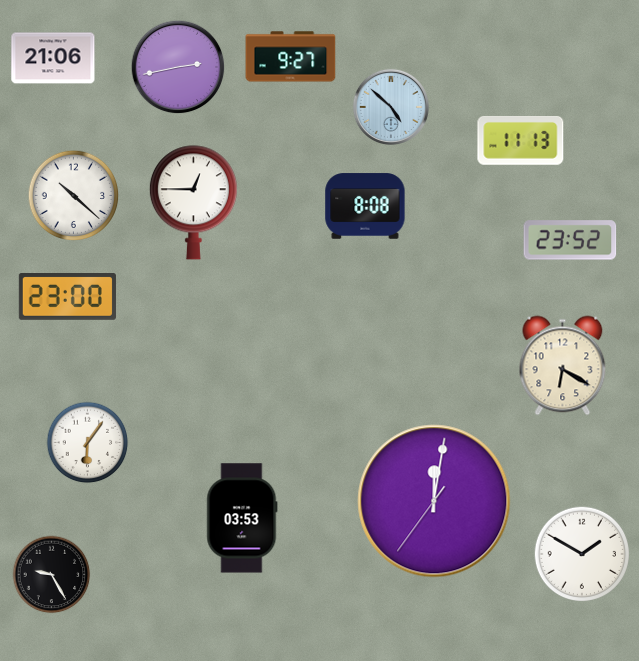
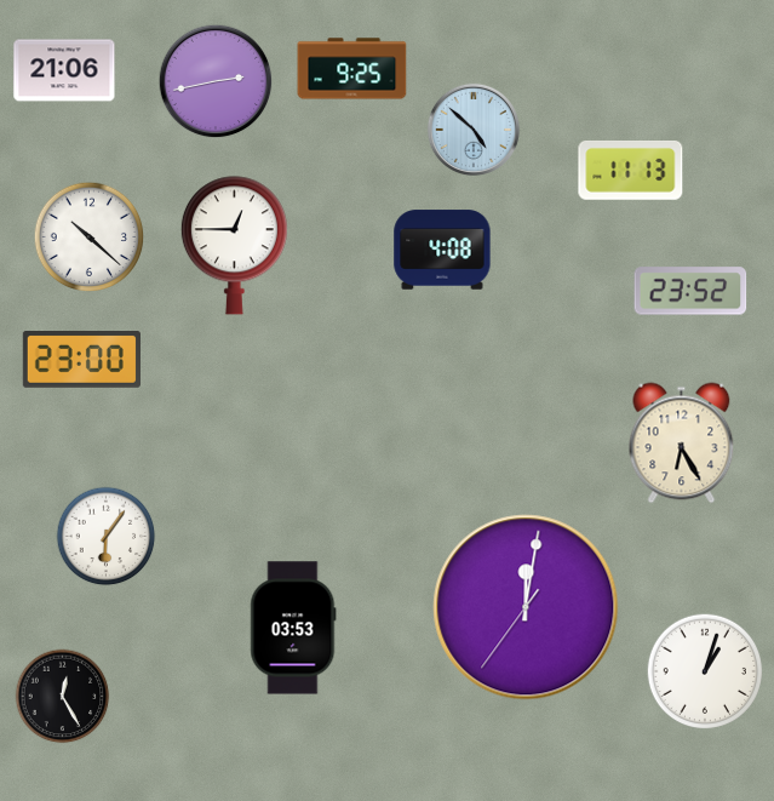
clock at (291, 57): 9:27 -> 9:25
clock at (365, 206): 8:08 -> 4:08
clock at (563, 366): 6:20 -> 6:25
clock at (581, 553): 1:50 -> 1:03
clock at (52, 575): 9:25 -> 12:25
